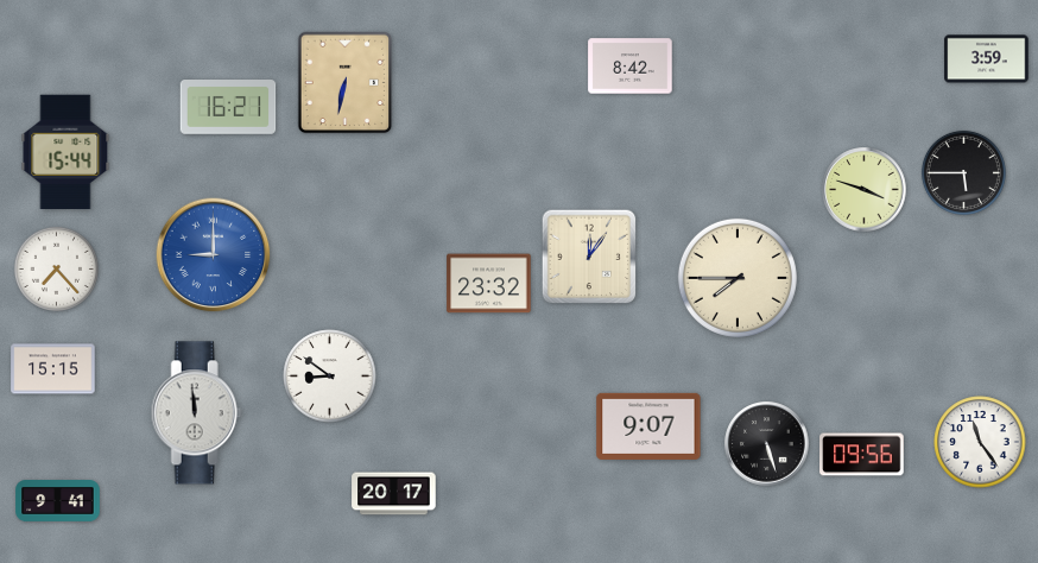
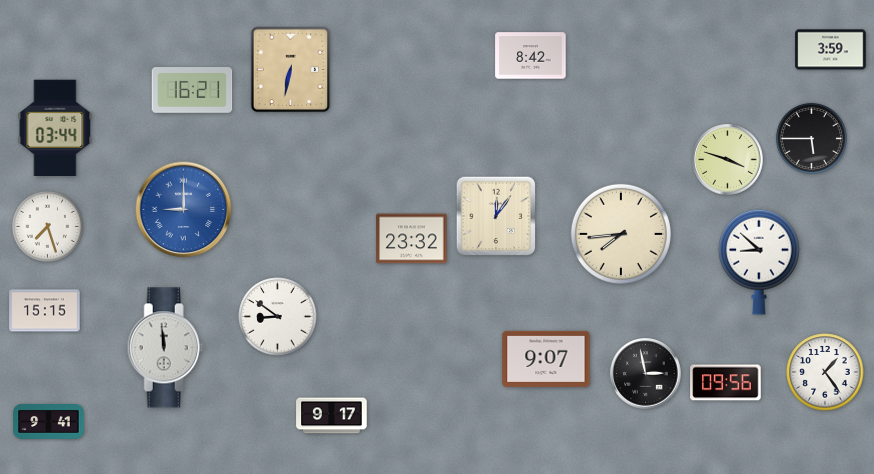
clock at (65, 151): 15:44 -> 03:44
clock at (963, 172) position: (963, 172) -> (811, 138)
clock at (214, 255) position: (214, 255) -> (184, 210)
clock at (56, 268): 7:23 -> 7:27
clock at (738, 278): 7:45 -> 7:44
clock at (759, 262): none -> 8:52
clock at (980, 442): 11:24 -> 1:24
clock at (767, 444): 5:27 -> 2:58
clock at (394, 494): 20:17 -> 9:17
